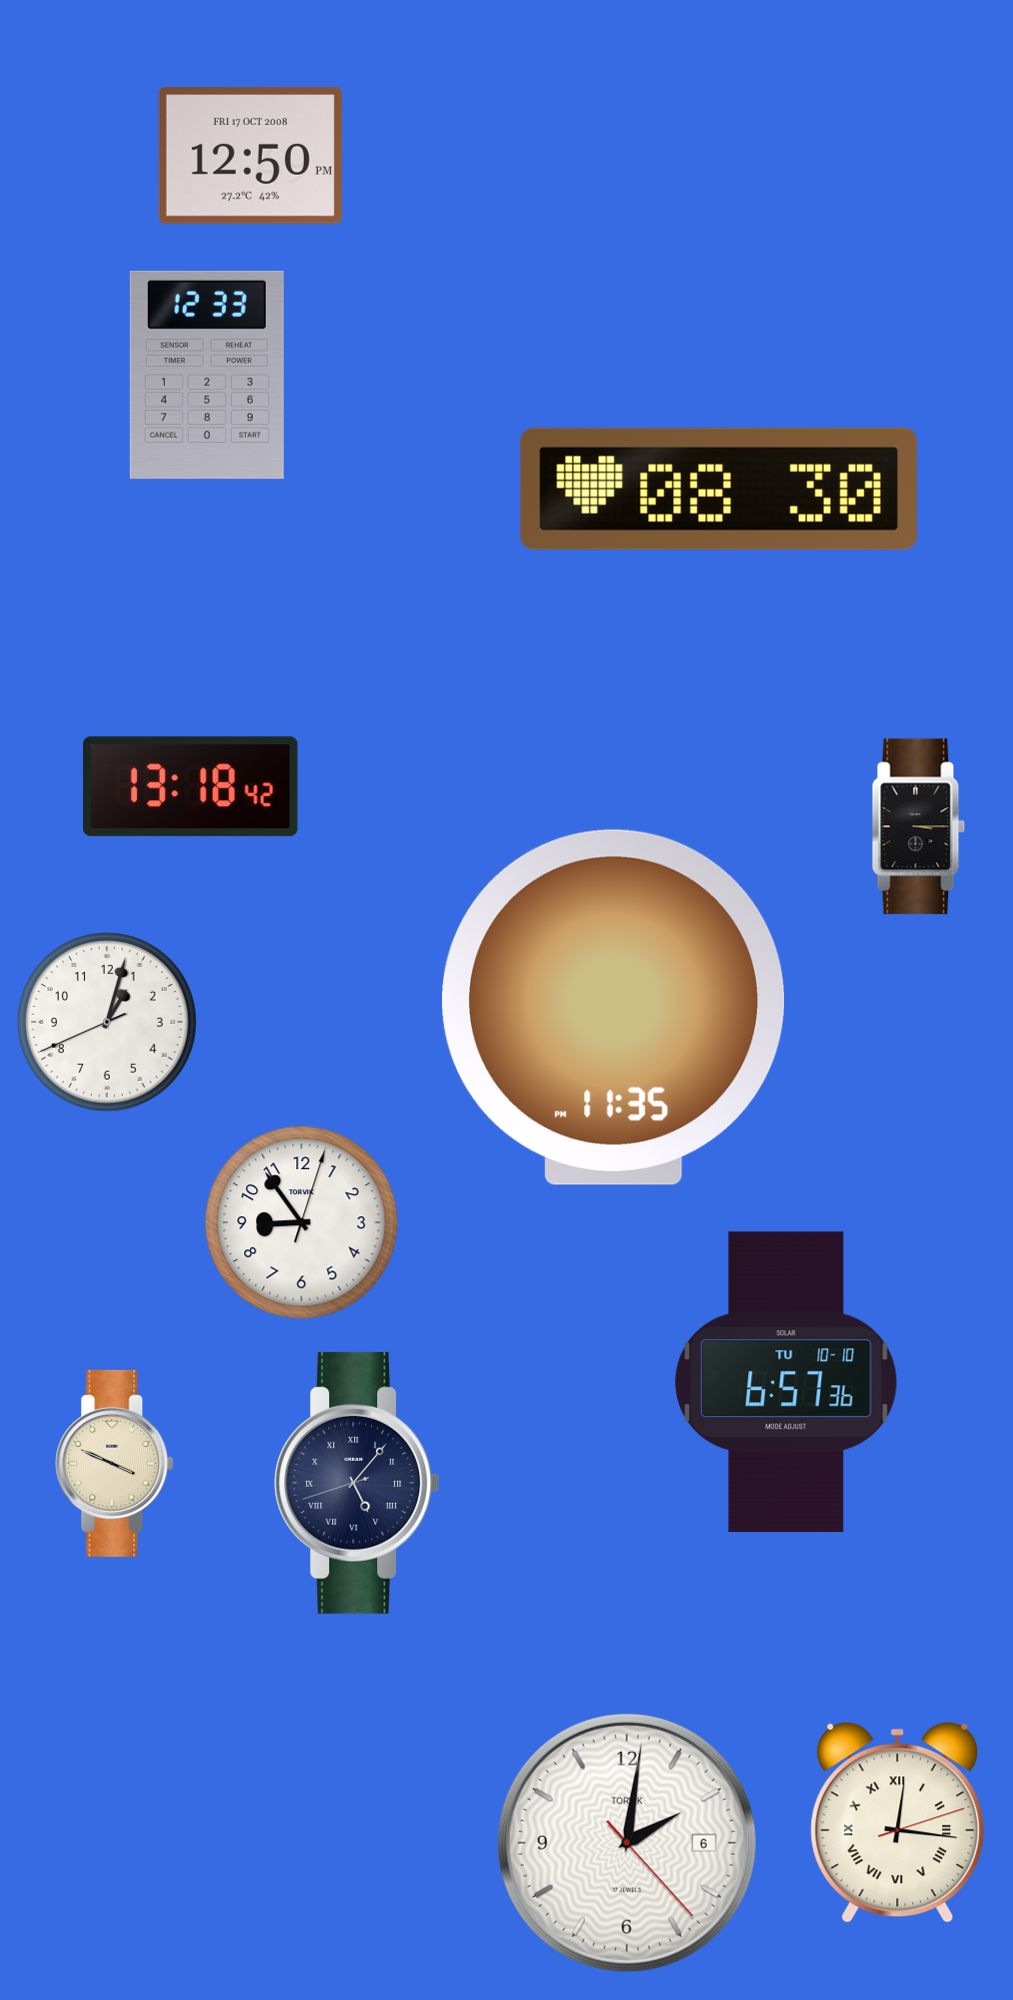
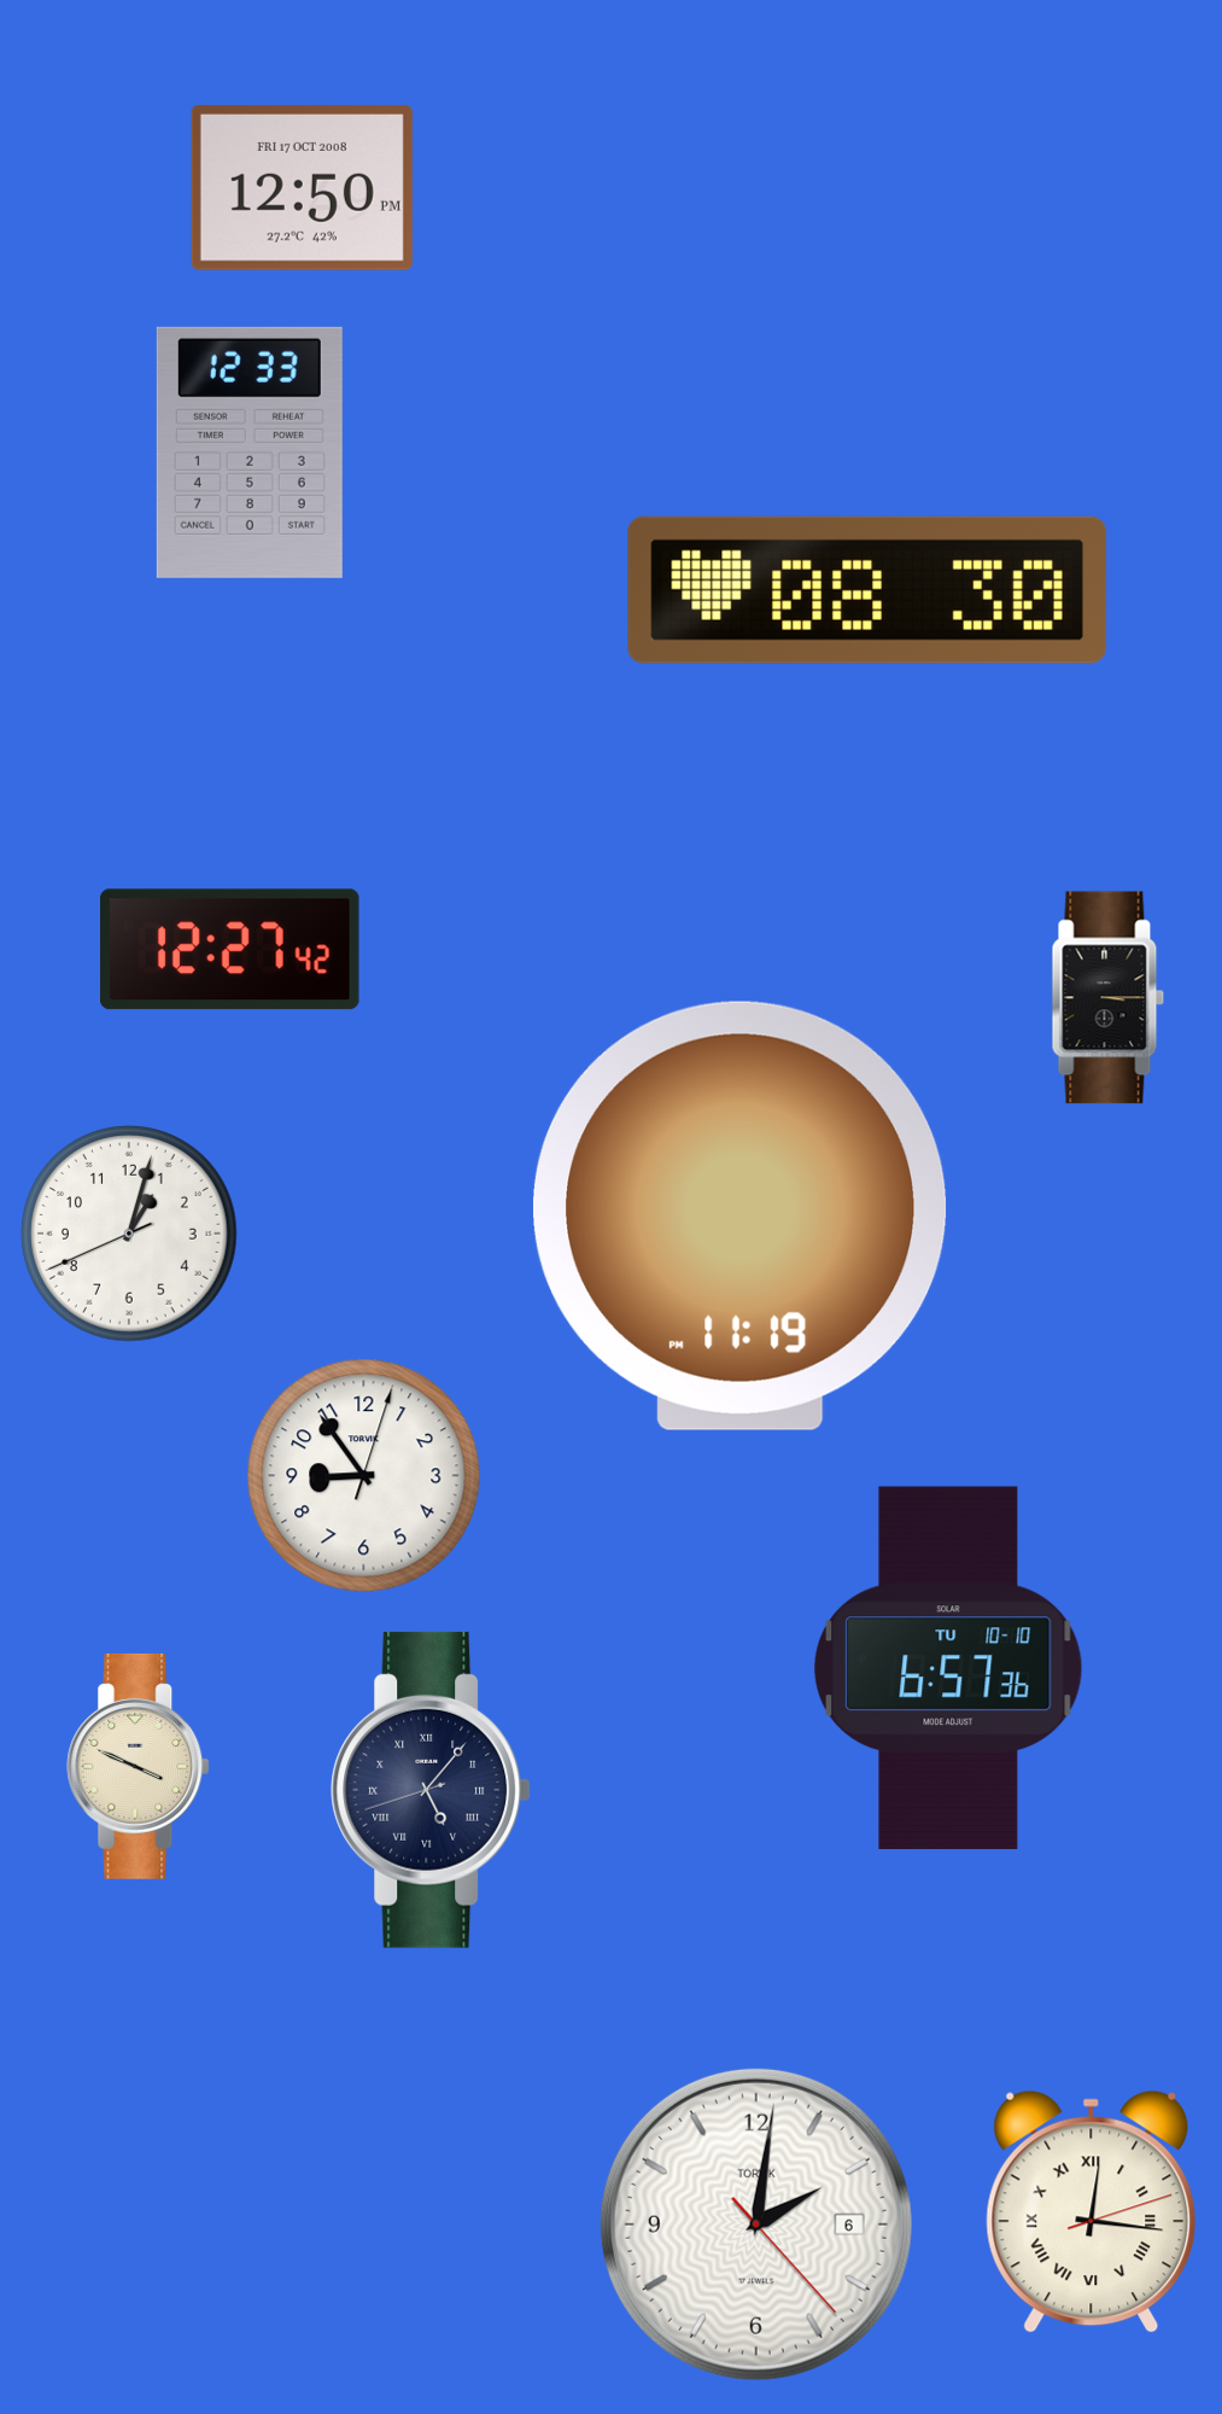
clock at (191, 787): 13:18 -> 12:27
clock at (614, 1007): 11:35 -> 11:19
clock at (898, 1822) position: (898, 1822) -> (1092, 2211)
